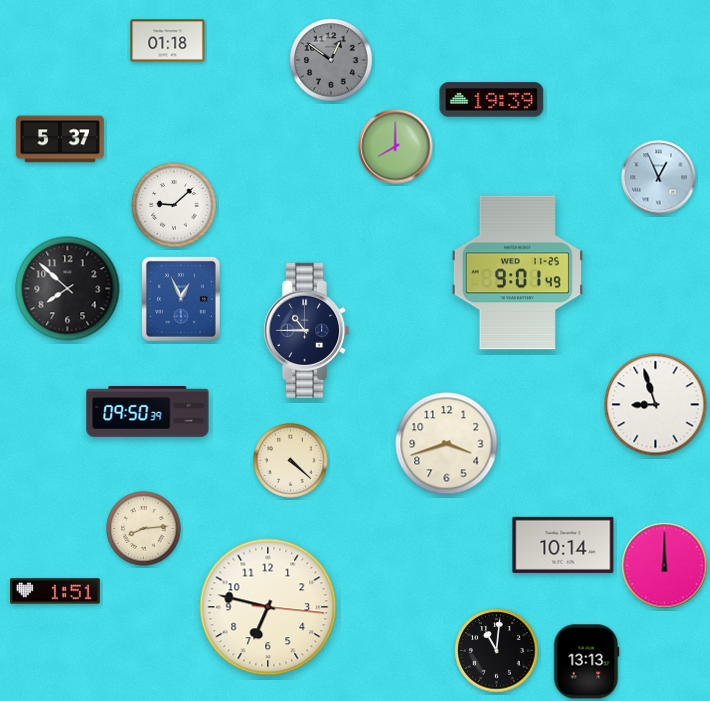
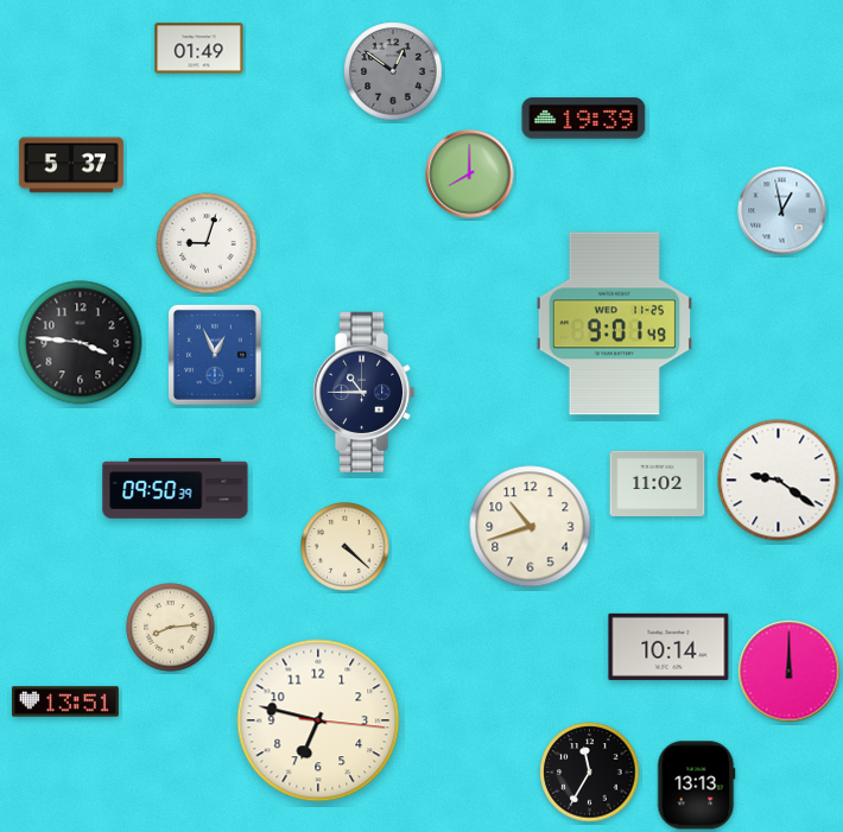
clock at (168, 41): 01:18 -> 01:49
clock at (659, 178): 12:56 -> 12:58
clock at (174, 205): 9:08 -> 9:03
clock at (68, 289): 7:52 -> 3:46
clock at (656, 405): 8:57 -> 9:21
clock at (658, 483): none -> 11:02
clock at (447, 444): 3:42 -> 10:42
clock at (56, 591): 1:51 -> 13:51
clock at (497, 651): 11:01 -> 11:35
